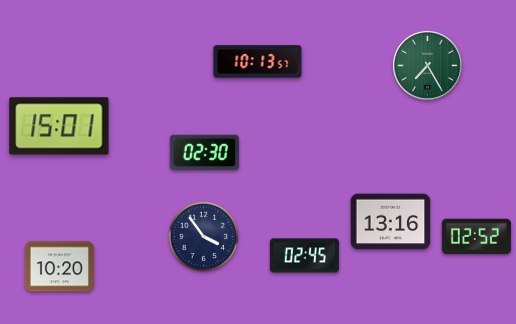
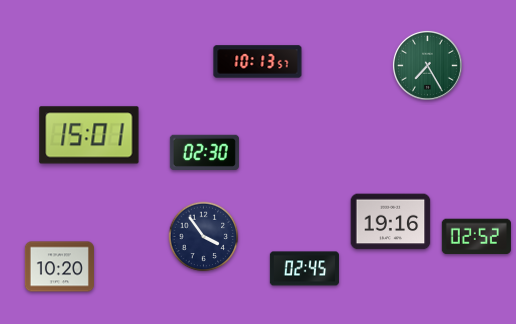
clock at (59, 126) position: (59, 126) -> (89, 135)
clock at (391, 222): 13:16 -> 19:16
clock at (304, 256) position: (304, 256) -> (304, 269)
